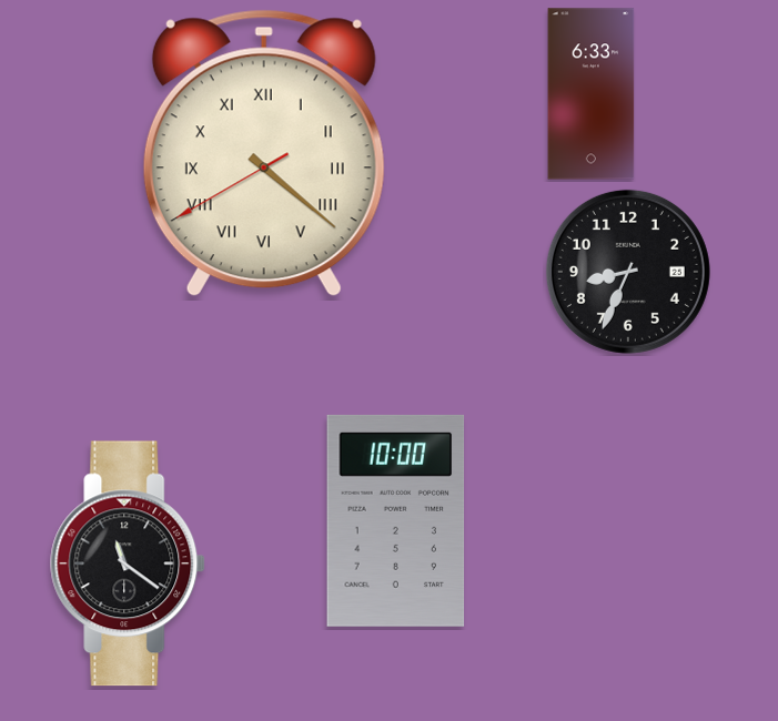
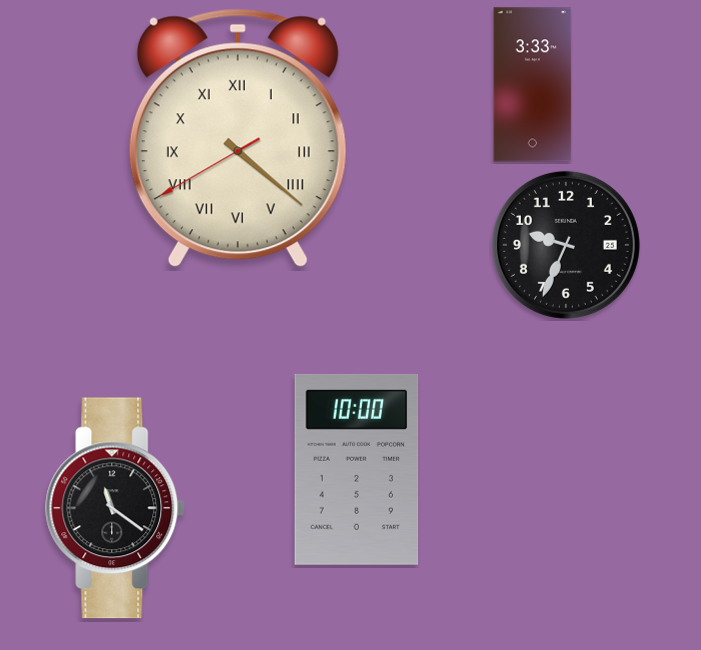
clock at (592, 94): 6:33 -> 3:33
clock at (628, 272): 8:34 -> 9:34
